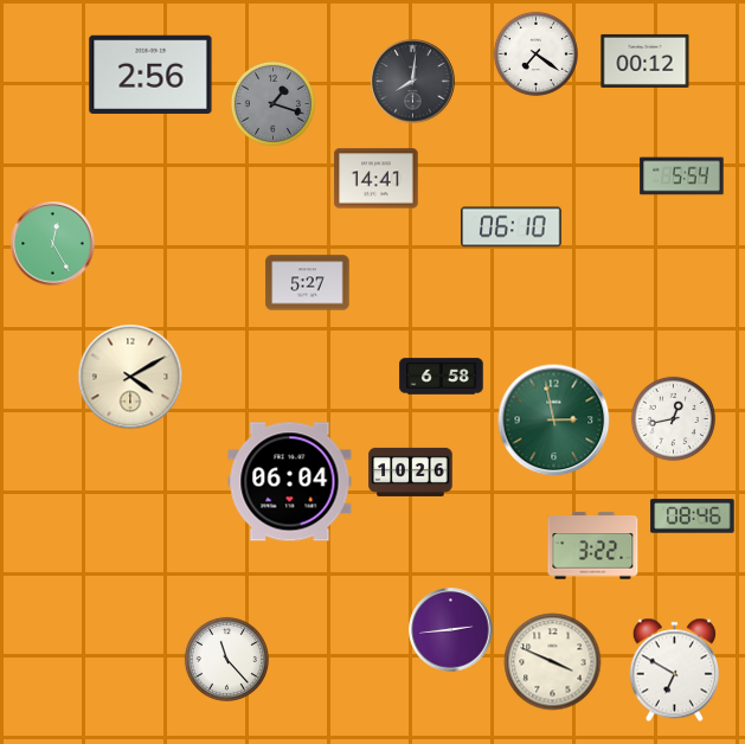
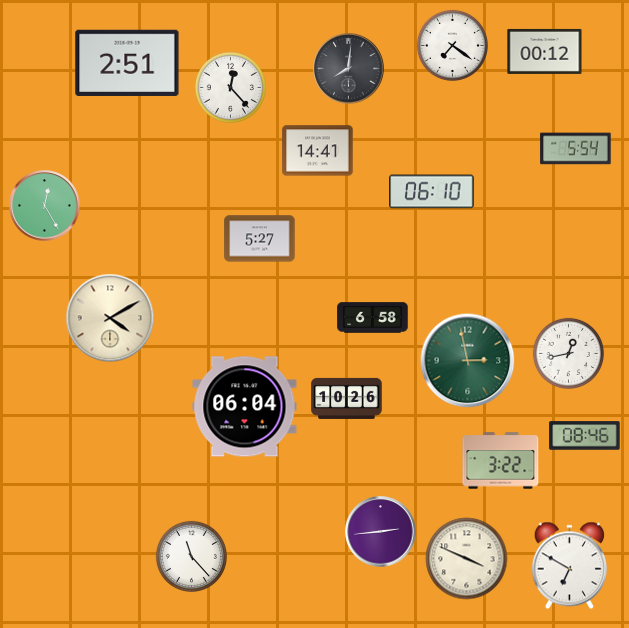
clock at (150, 73): 2:56 -> 2:51
clock at (272, 103): 1:18 -> 12:23
clock at (272, 103) dial: grey -> white
clock at (554, 421) position: (554, 421) -> (468, 361)
